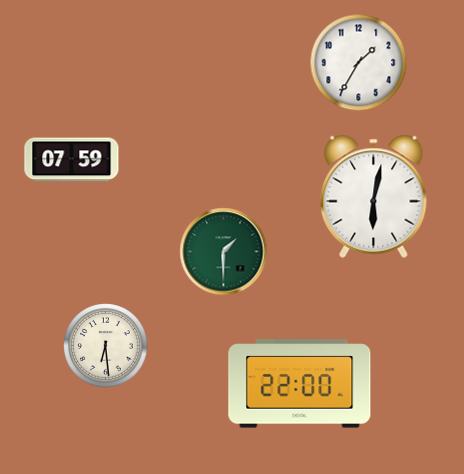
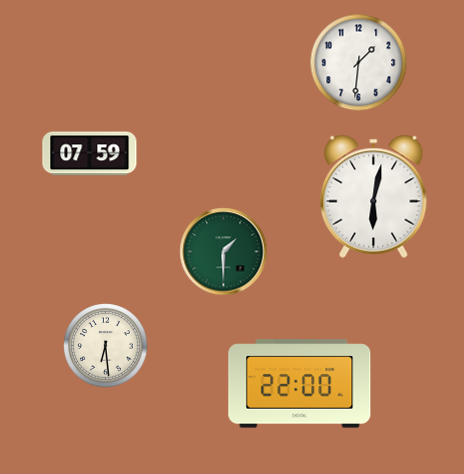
clock at (359, 63): 1:35 -> 1:31
clock at (72, 160) position: (72, 160) -> (90, 154)
